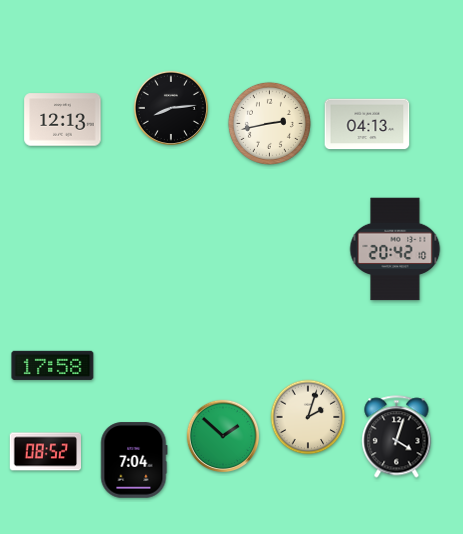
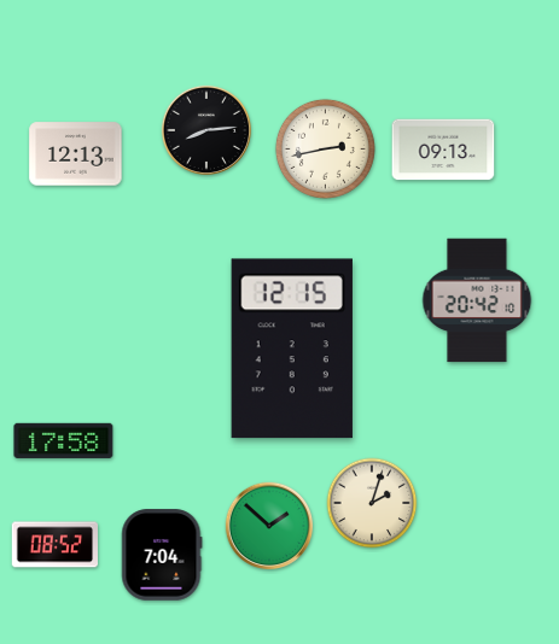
clock at (63, 120) position: (63, 120) -> (76, 154)
clock at (367, 124): 04:13 -> 09:13
clock at (292, 349): none -> 12:15
clock at (397, 437): 4:03 -> none
